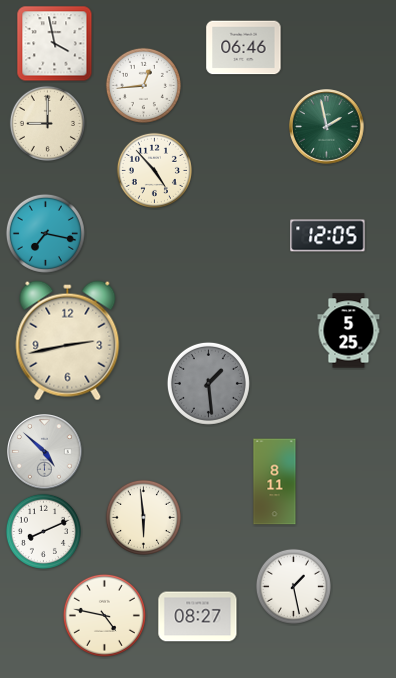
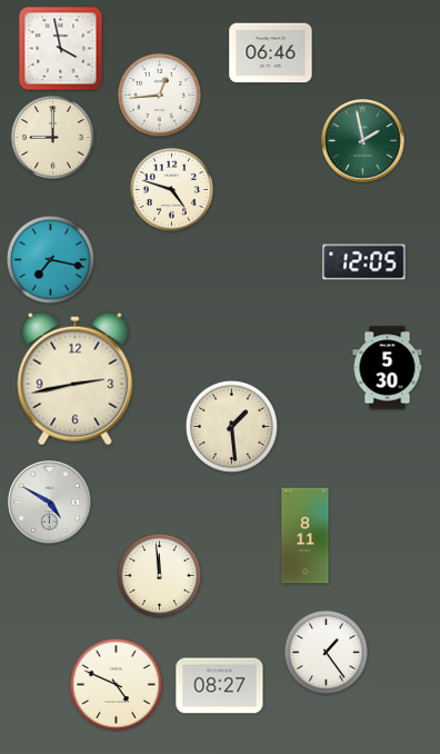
clock at (154, 170): 4:53 -> 4:48
clock at (349, 331): 5:25 -> 5:30
clock at (208, 383) dial: grey -> cream
clock at (45, 452): 4:52 -> 4:50
clock at (143, 517): 5:59 -> 11:59
clock at (43, 531): 8:11 -> none
clock at (293, 586): 1:28 -> 1:24
clock at (104, 615): 4:47 -> 4:49
